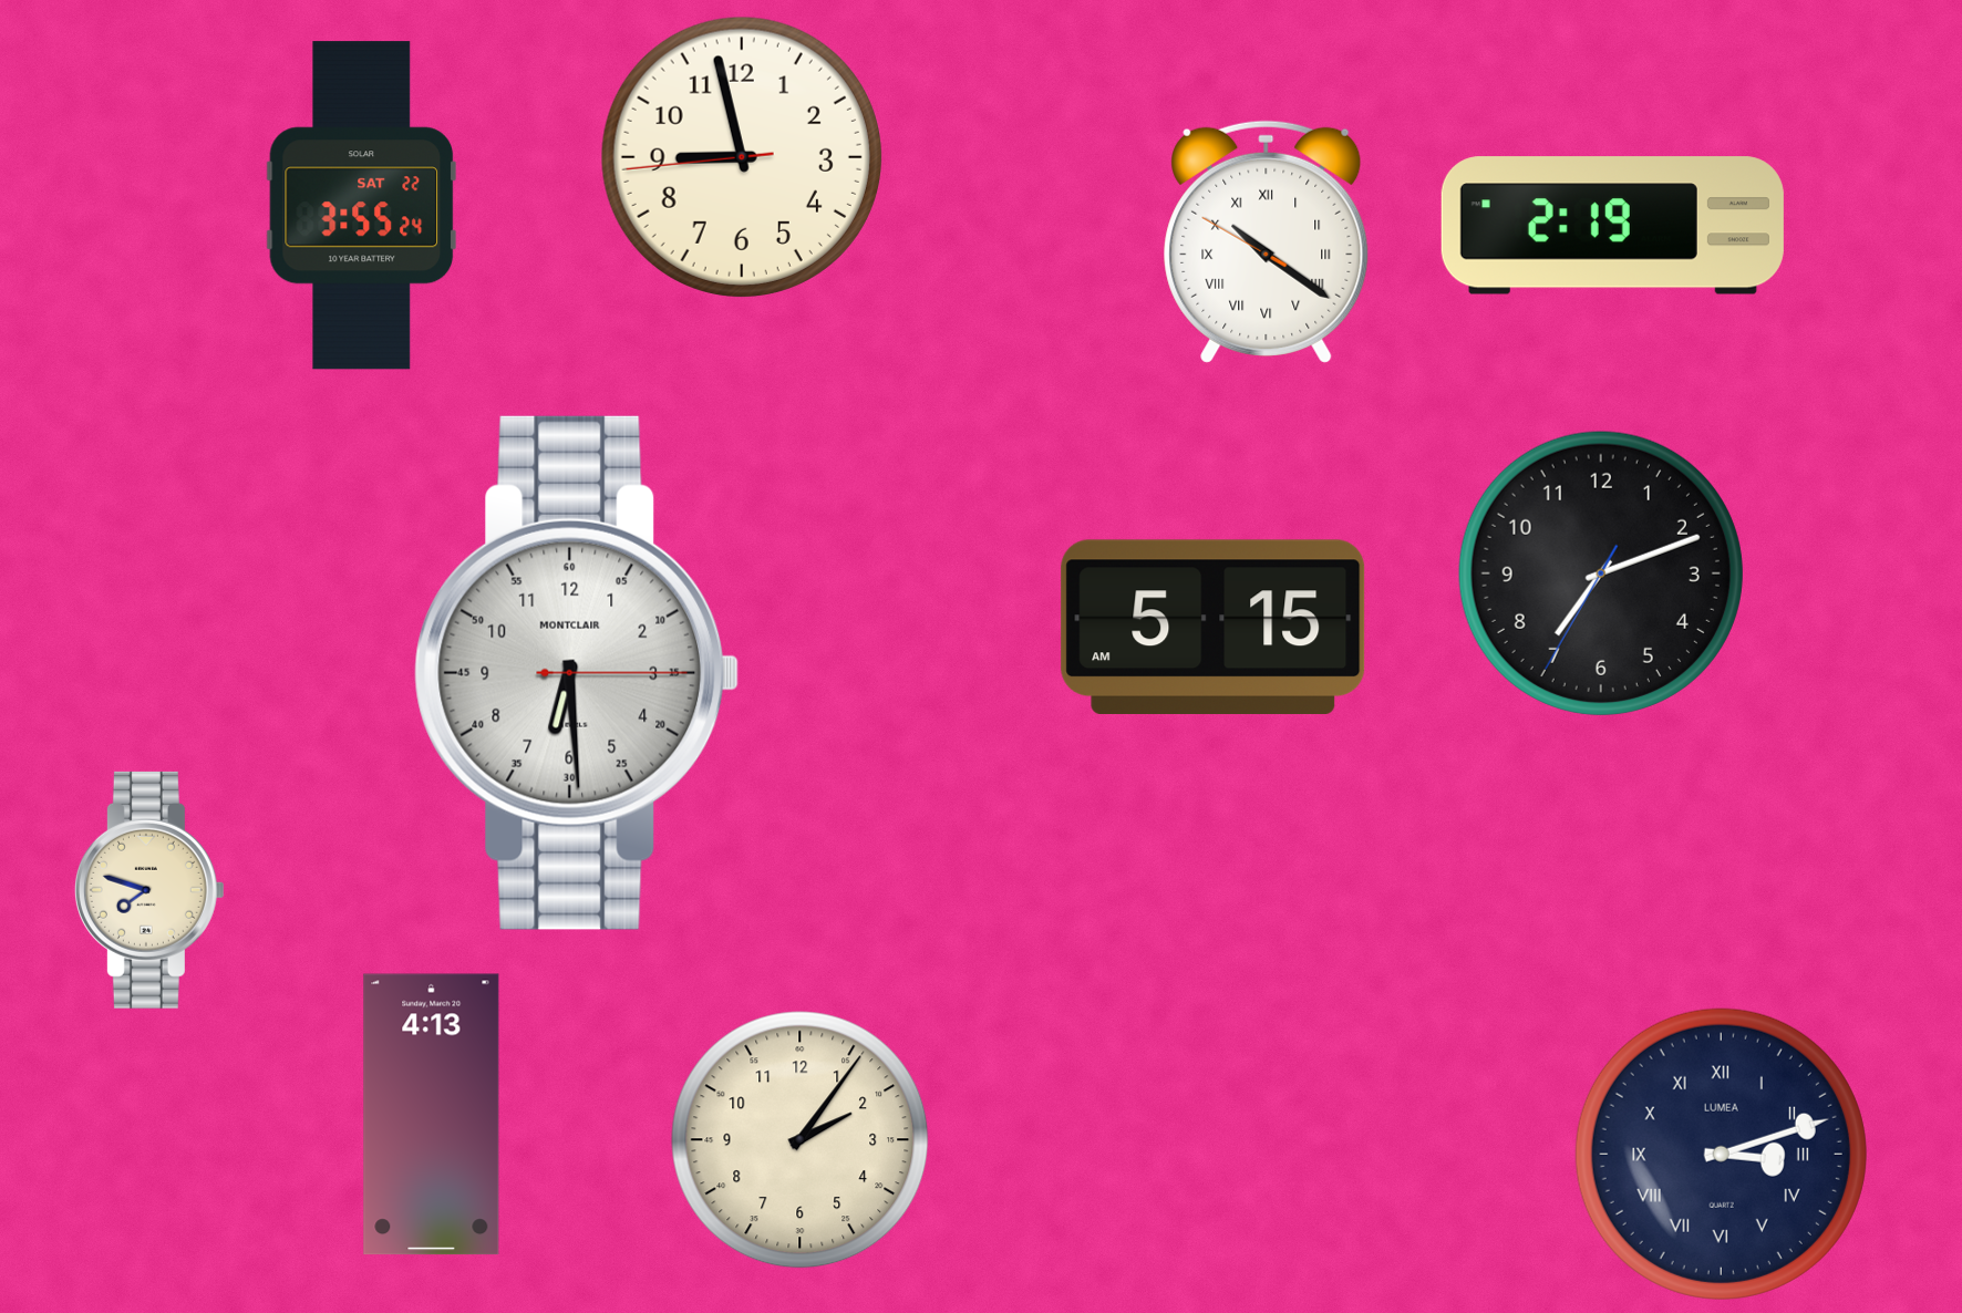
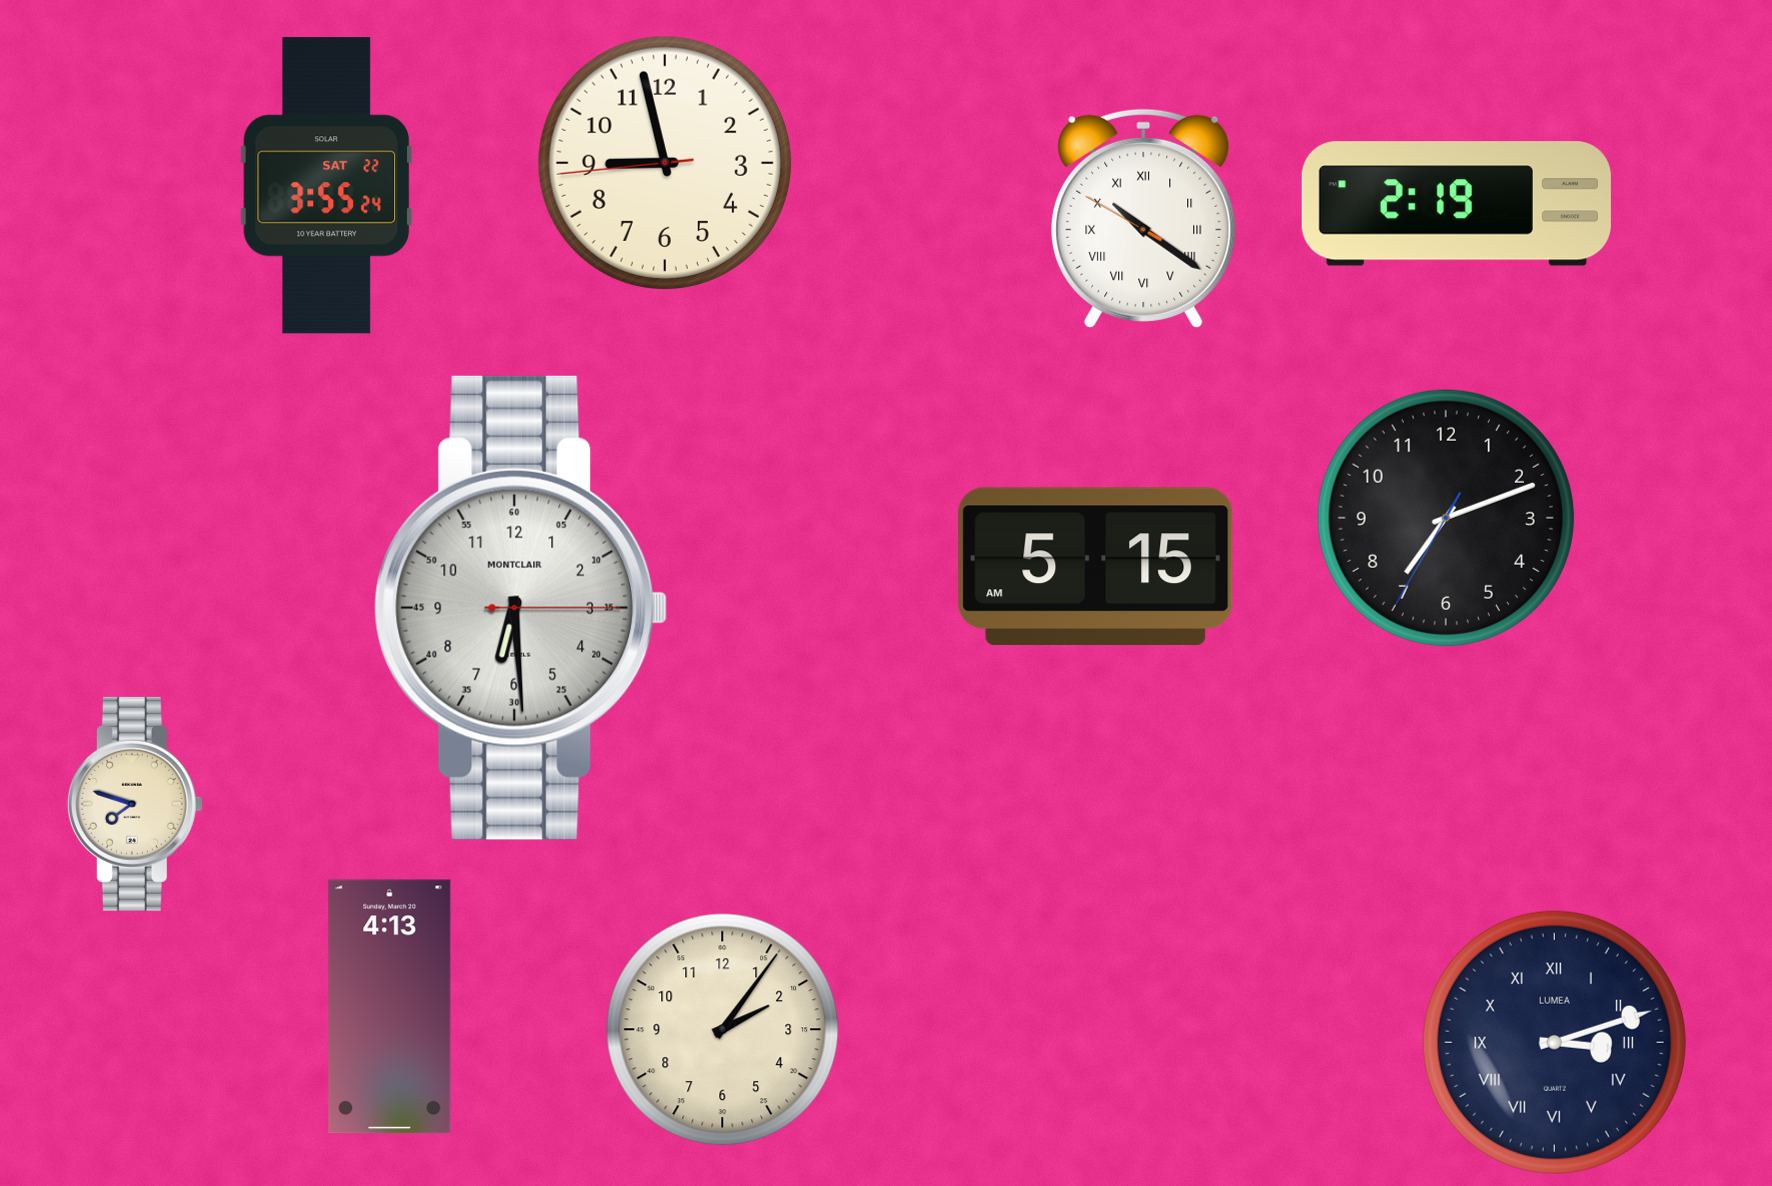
clock at (742, 157) position: (742, 157) -> (665, 163)
